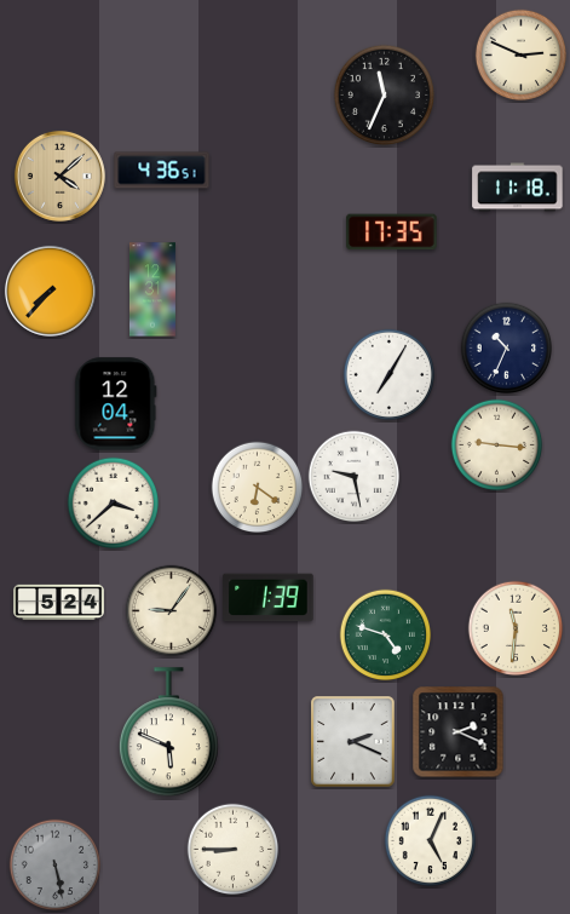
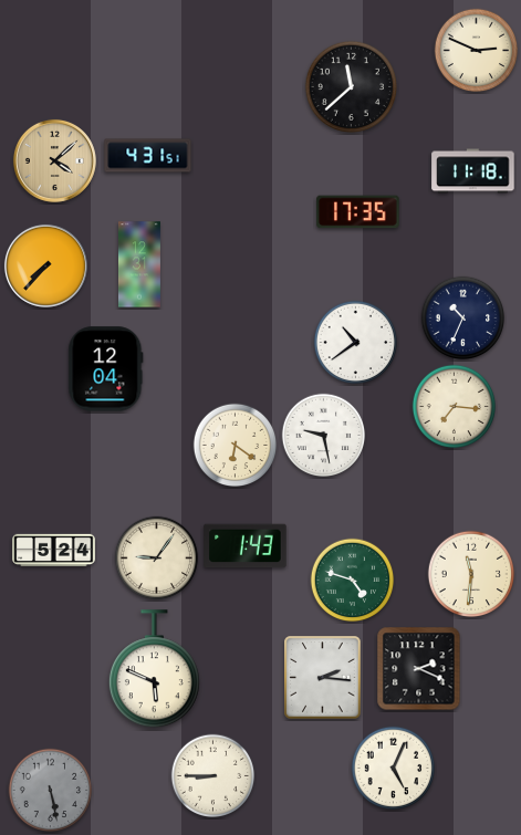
clock at (384, 94): 11:34 -> 11:38
clock at (162, 171): 4:36 -> 4:31
clock at (390, 375): 7:05 -> 10:39
clock at (497, 445): 9:16 -> 7:16
clock at (114, 504): 3:38 -> none
clock at (269, 598): 1:39 -> 1:43
clock at (353, 742): 2:19 -> 2:16
